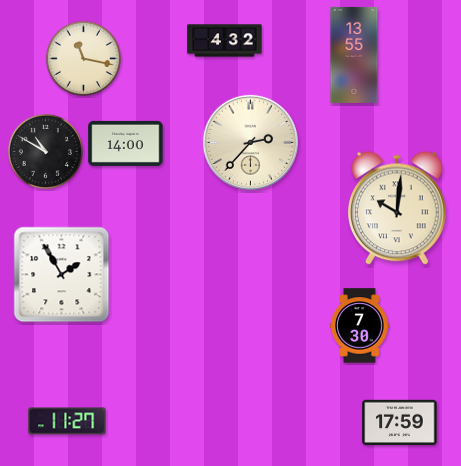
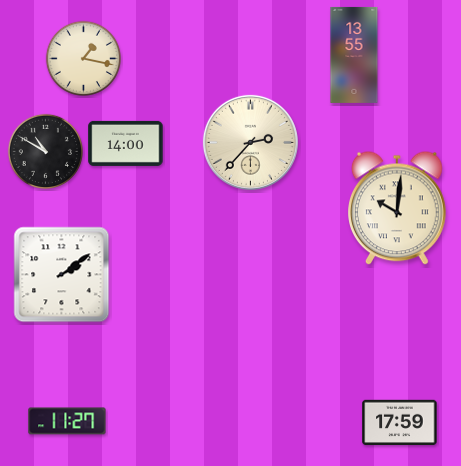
clock at (225, 41): 4:32 -> none
clock at (83, 58): 11:17 -> 1:17
clock at (62, 275): 1:55 -> 2:09
clock at (360, 326): 7:30 -> none
